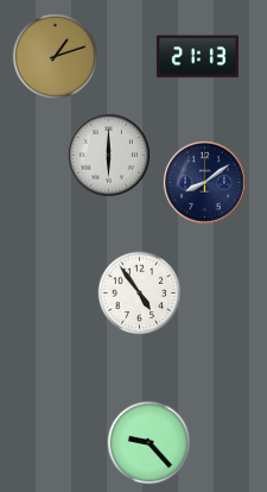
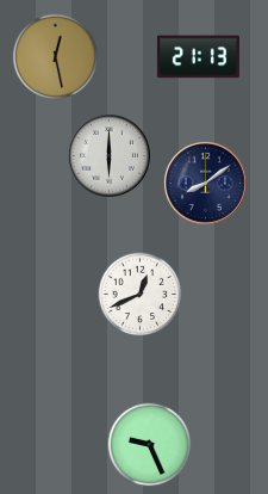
clock at (55, 56): 1:12 -> 12:28
clock at (140, 294): 4:54 -> 12:41
clock at (150, 443): 9:23 -> 9:26
